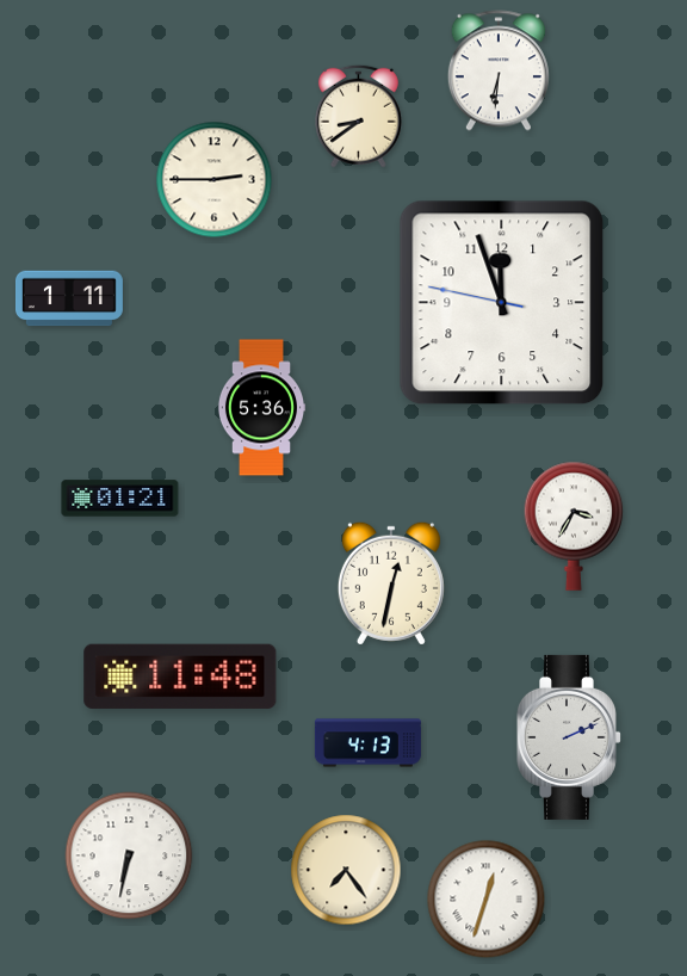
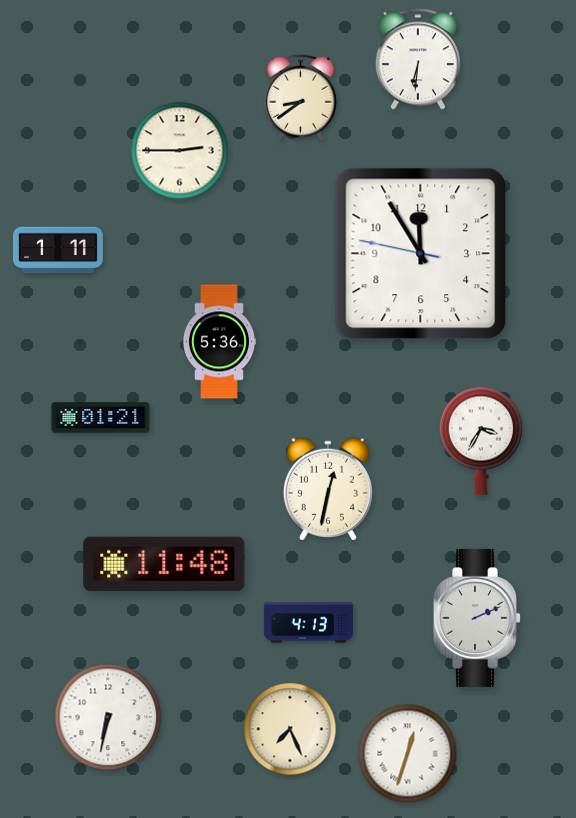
clock at (502, 303): 11:56 -> 11:54
clock at (180, 677) position: (180, 677) -> (164, 564)
clock at (346, 870): 7:24 -> 7:26
